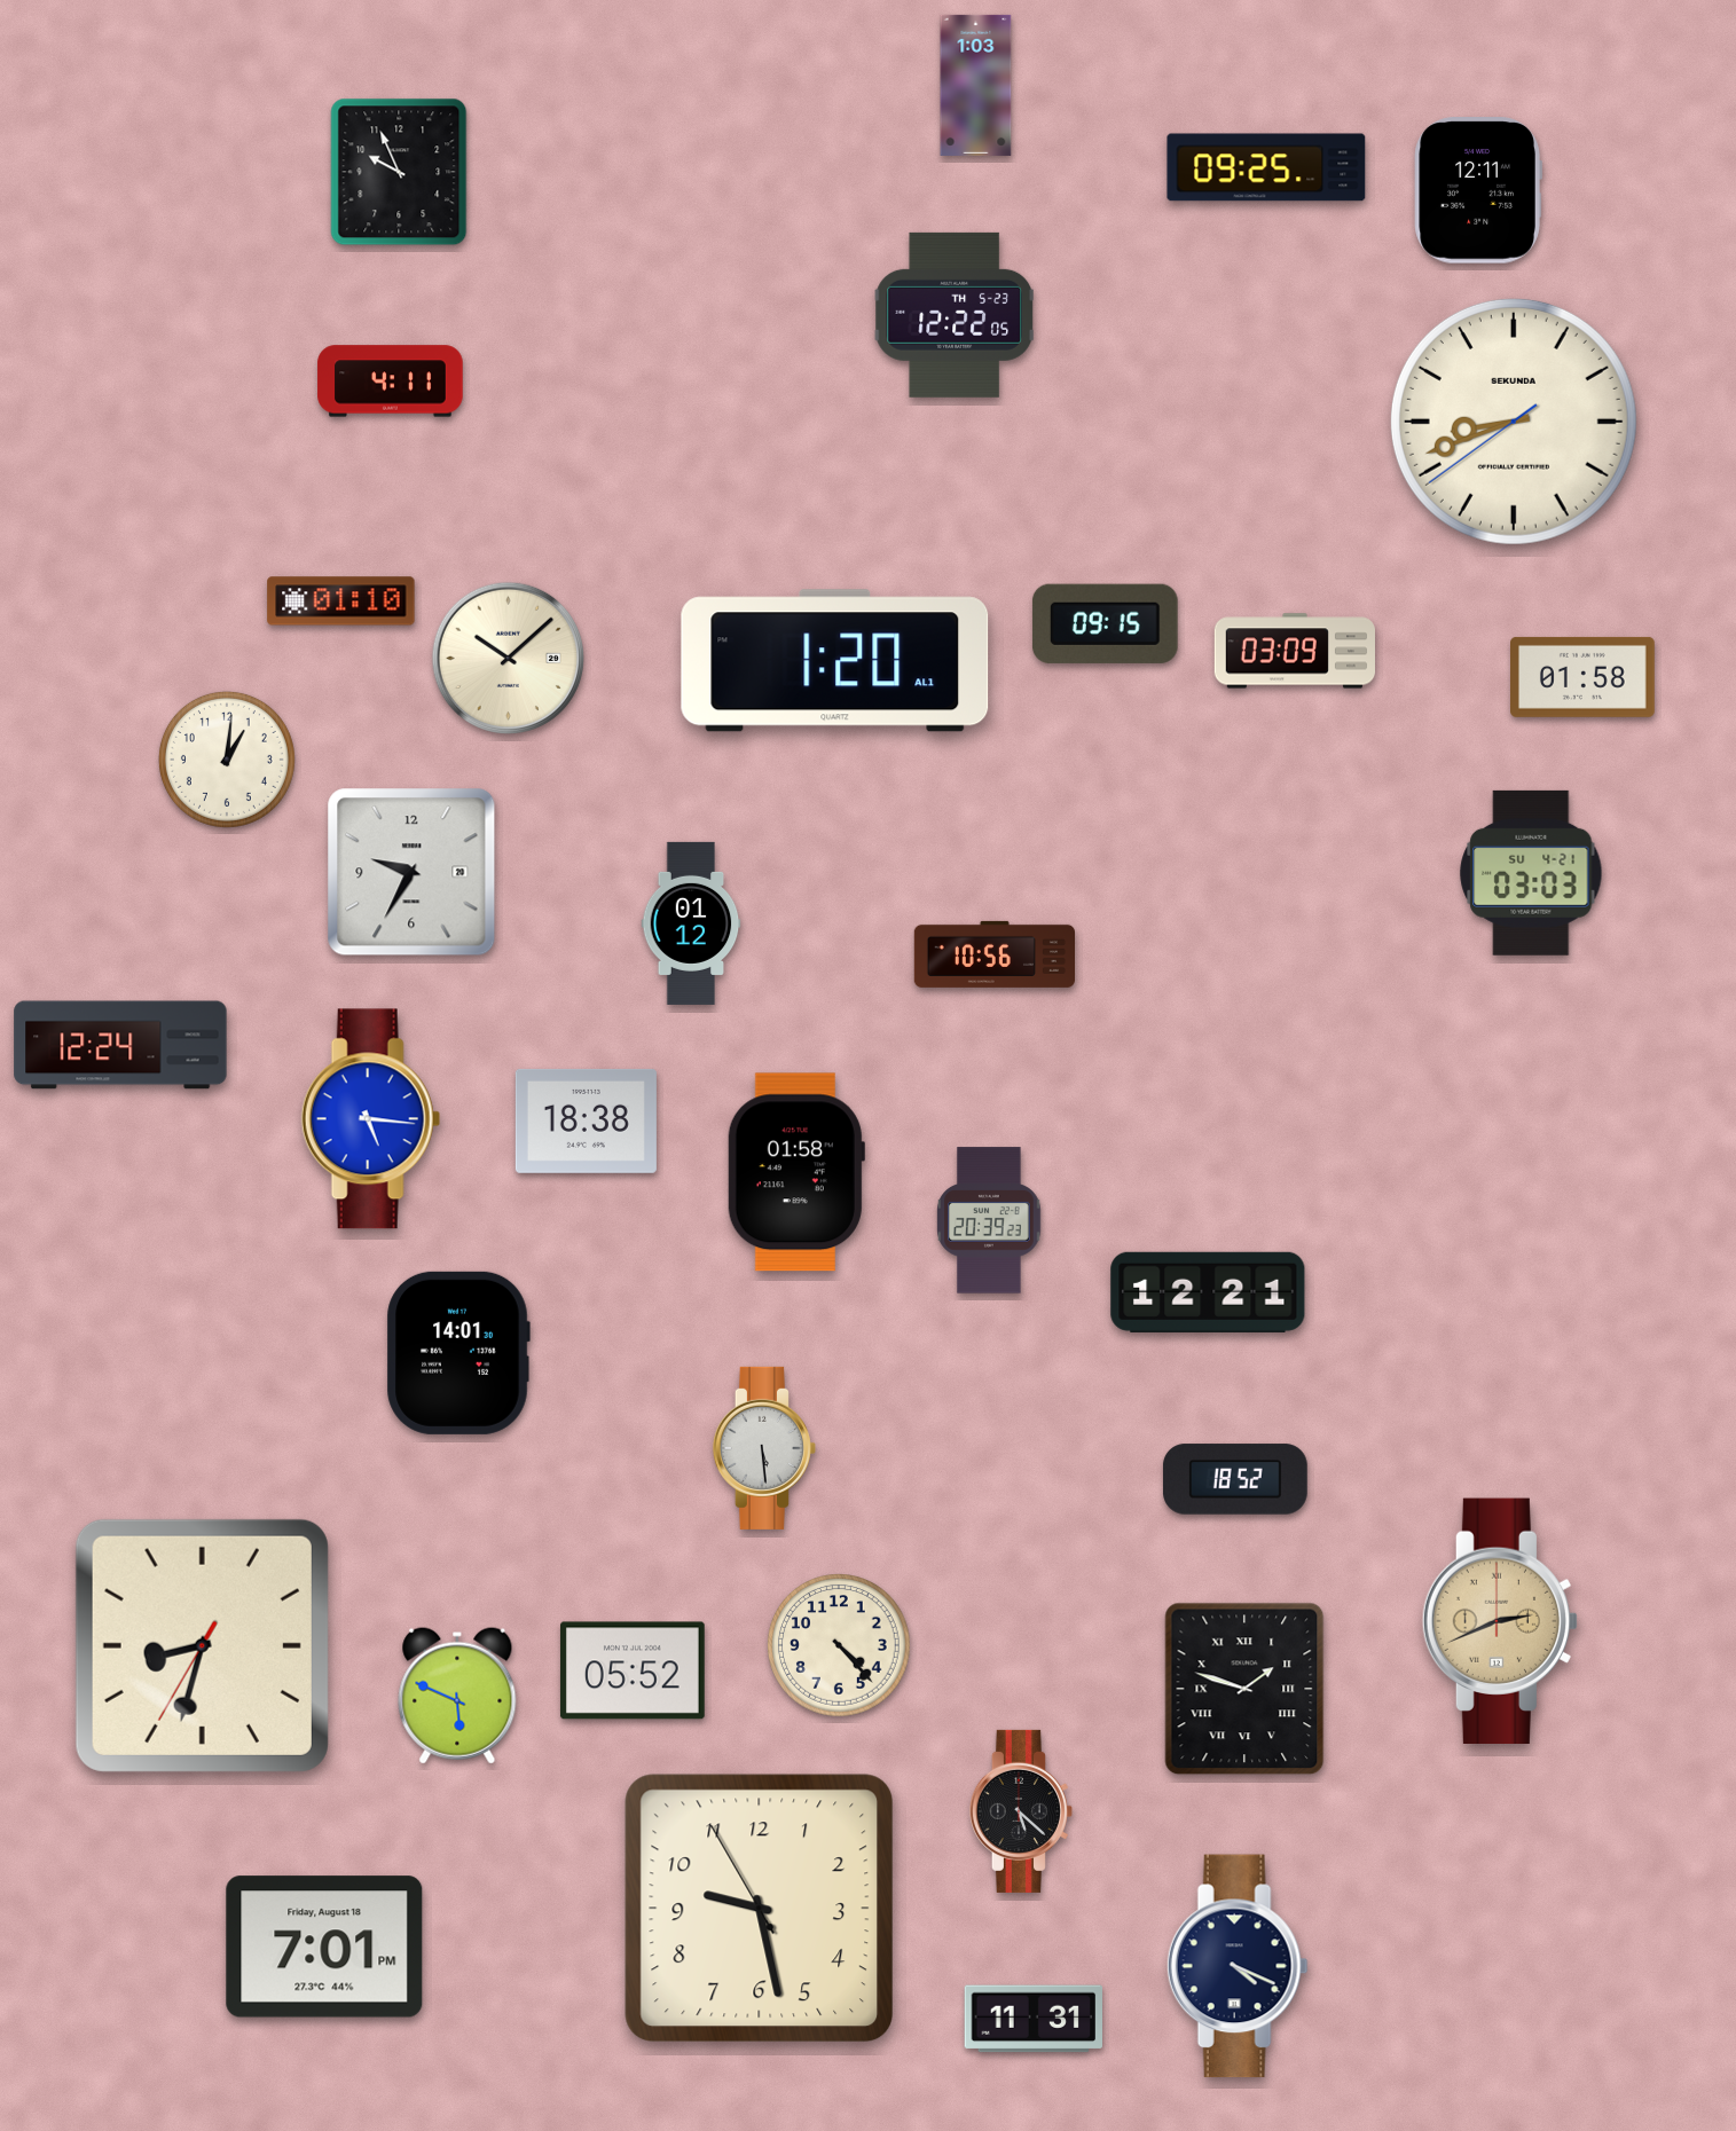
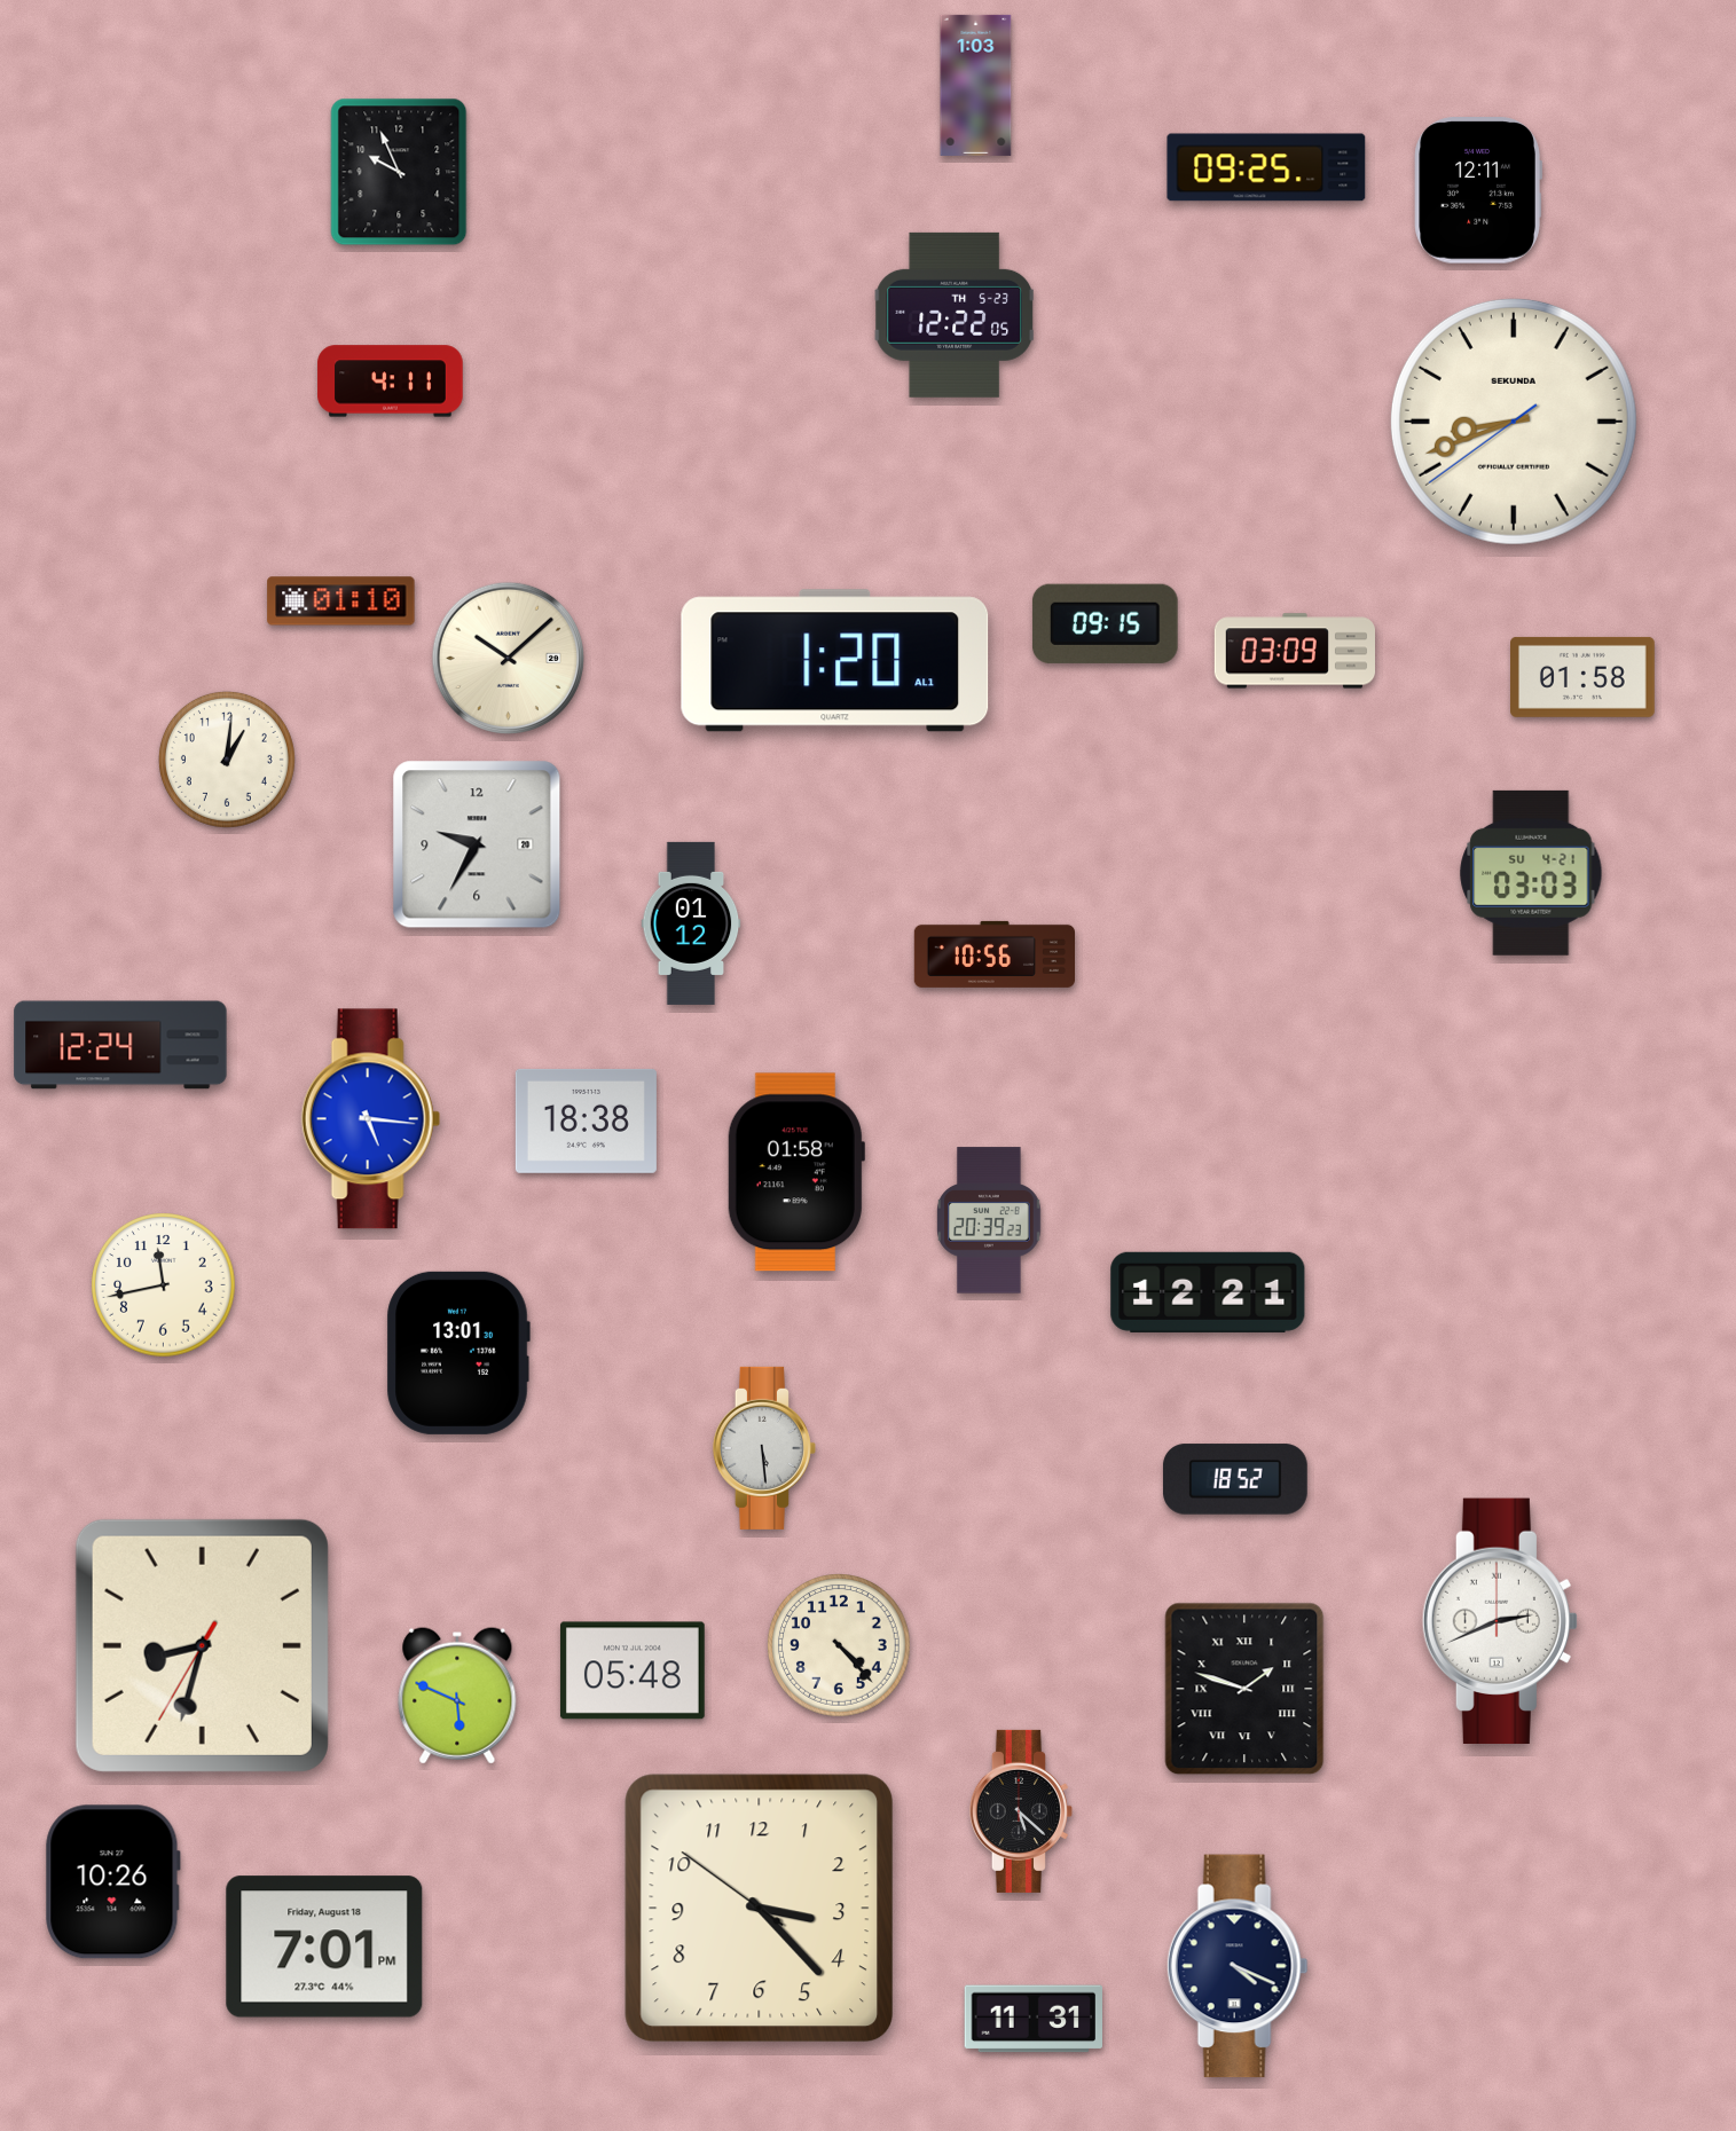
clock at (411, 872) position: (411, 872) -> (477, 844)
clock at (164, 1285): none -> 11:43
clock at (458, 1353): 14:01 -> 13:01
clock at (1499, 1620) dial: champagne -> white
clock at (633, 1670): 05:52 -> 05:48
clock at (112, 1882): none -> 10:26
clock at (760, 1909): 9:27 -> 3:22
